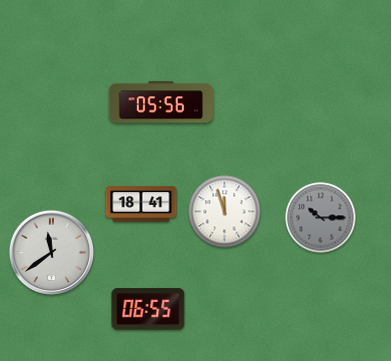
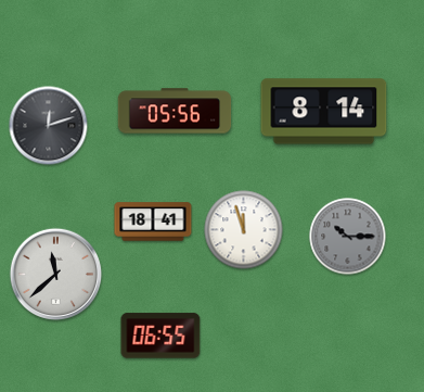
clock at (324, 112): none -> 8:14
clock at (49, 126): none -> 12:12
clock at (52, 253): 11:39 -> 11:38
